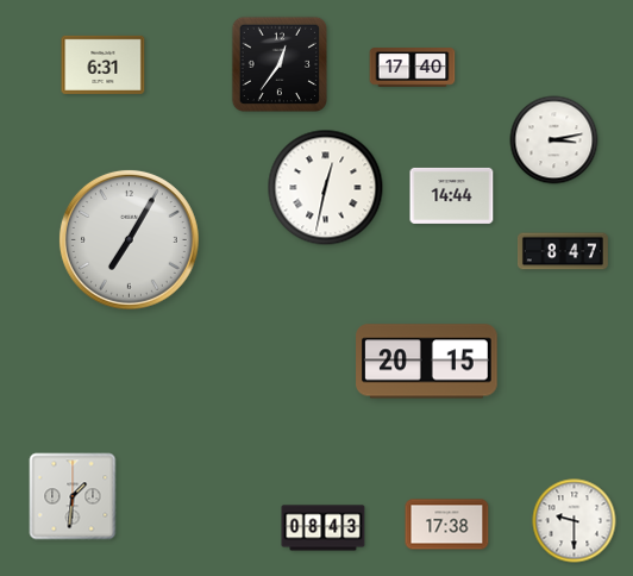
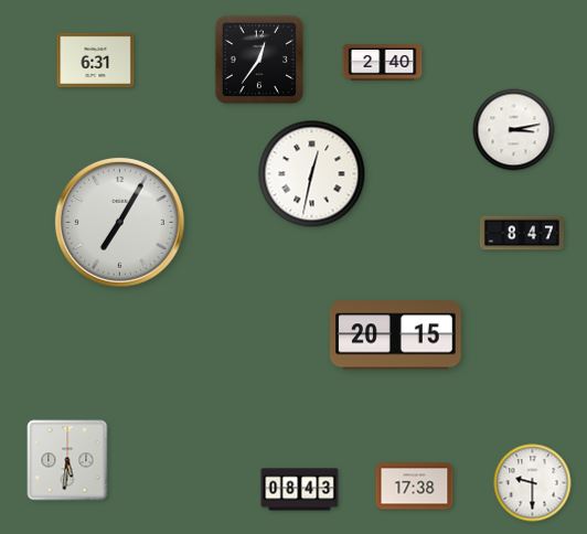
clock at (413, 68): 17:40 -> 2:40
clock at (326, 188) position: (326, 188) -> (312, 174)
clock at (452, 195): 14:44 -> none
clock at (73, 496): 1:31 -> 5:31
